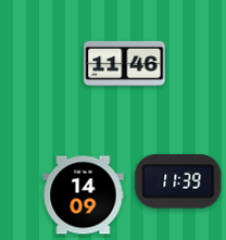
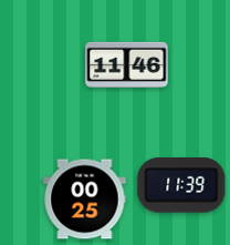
clock at (84, 195): 14:09 -> 00:25
